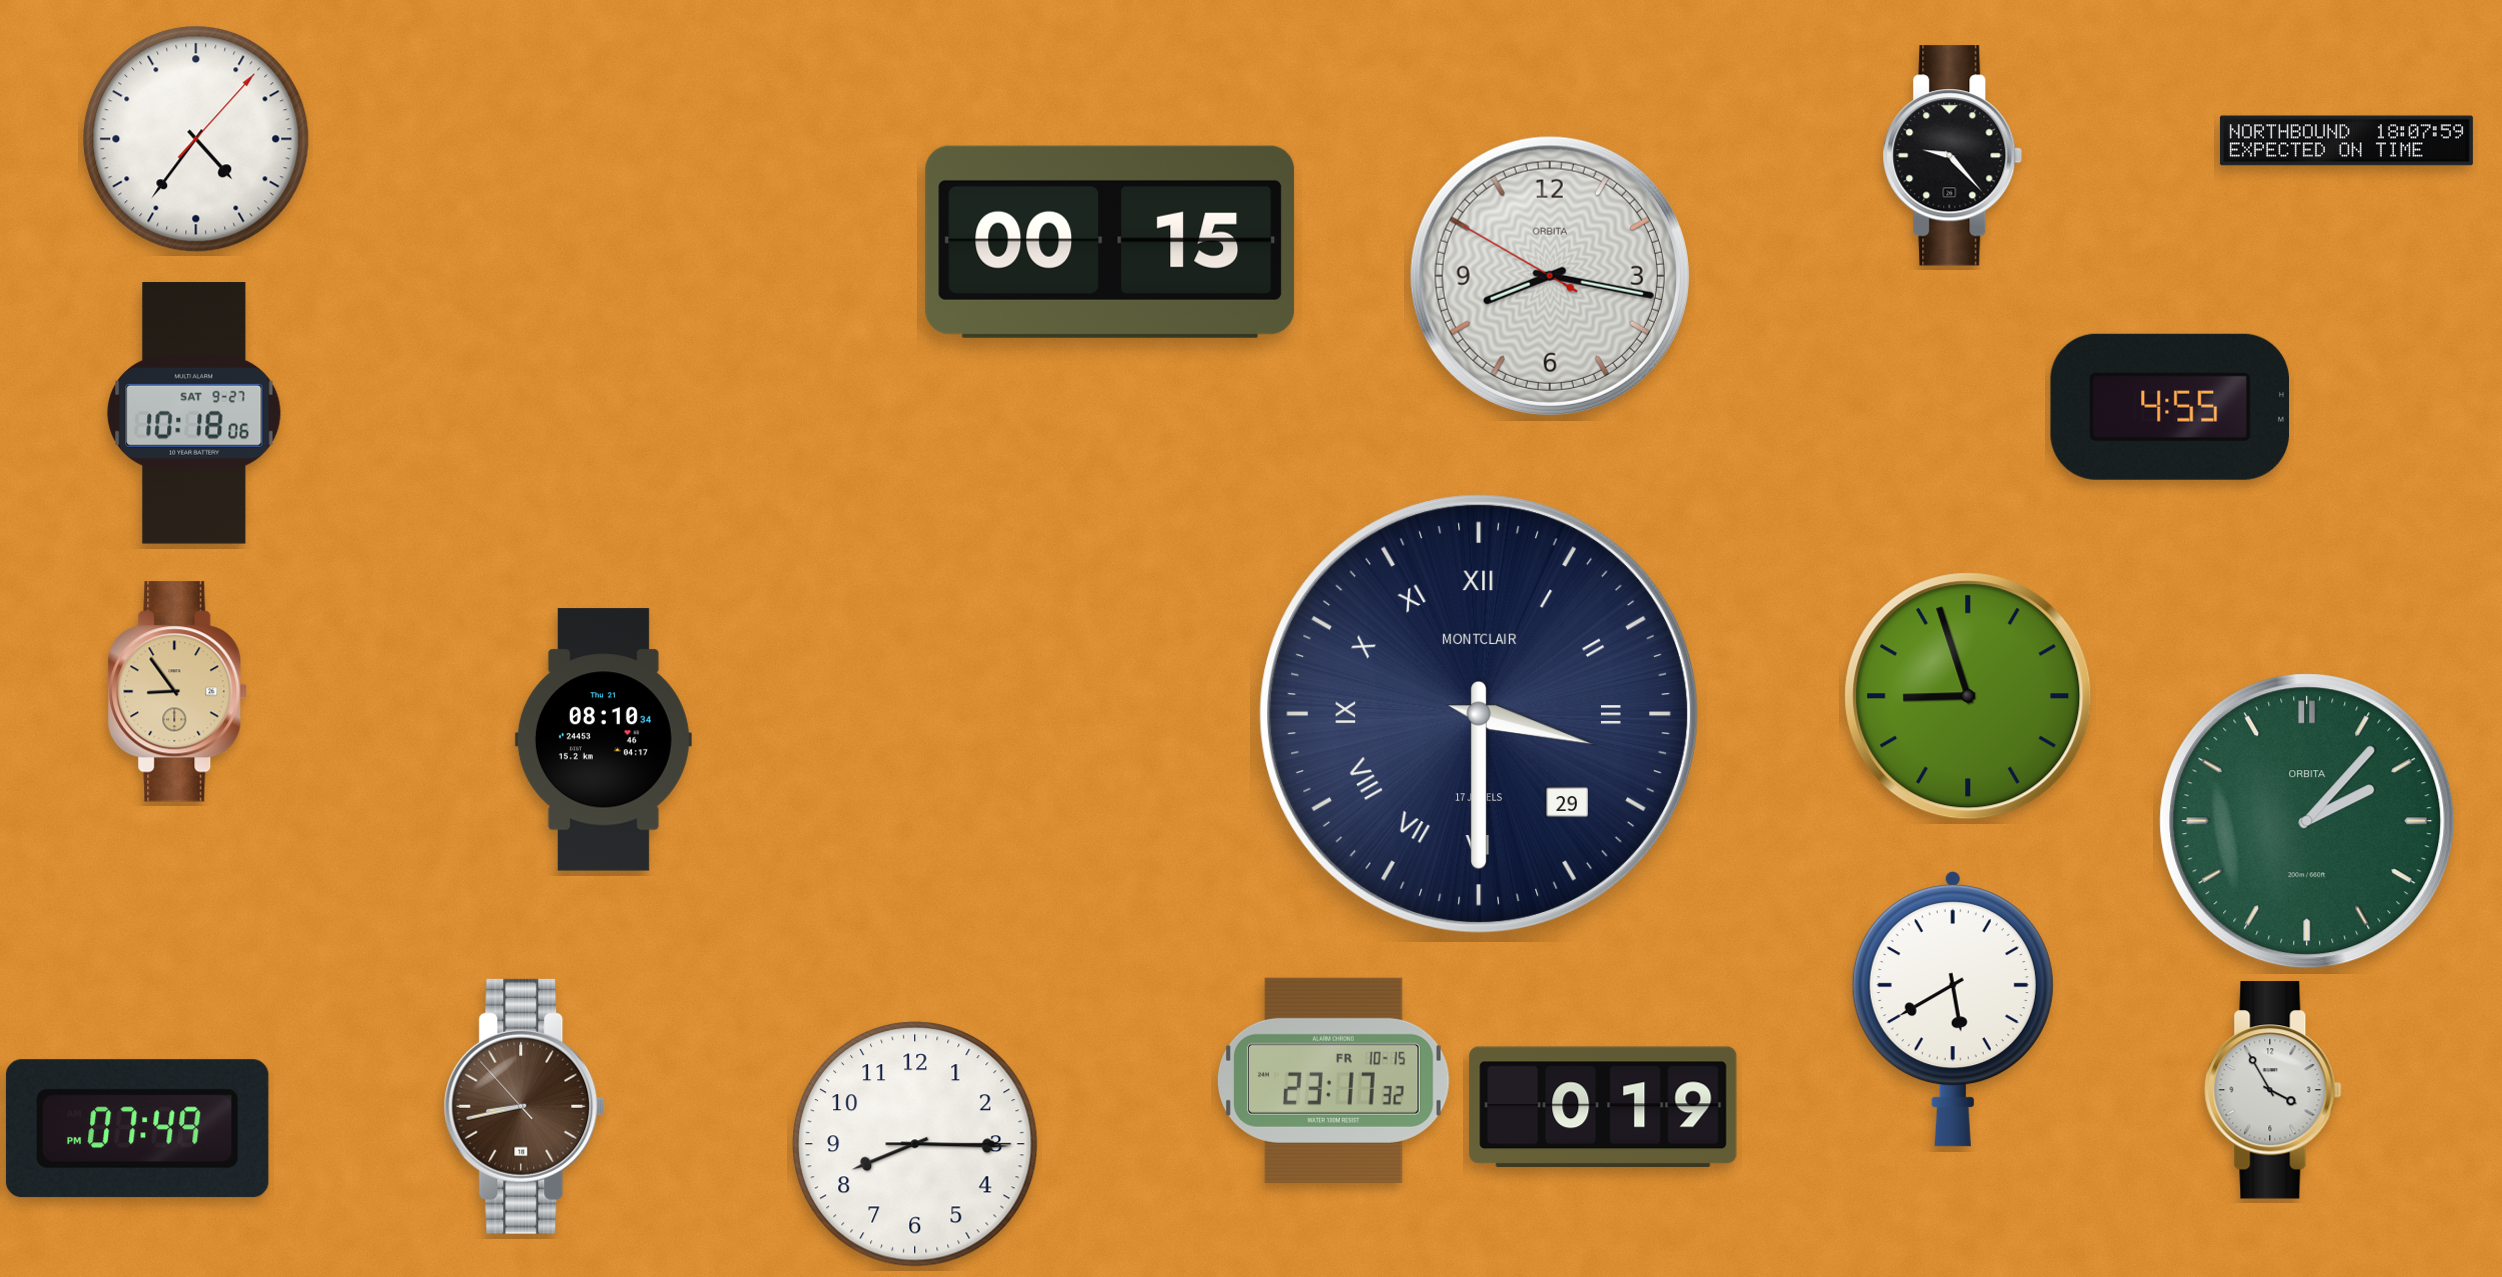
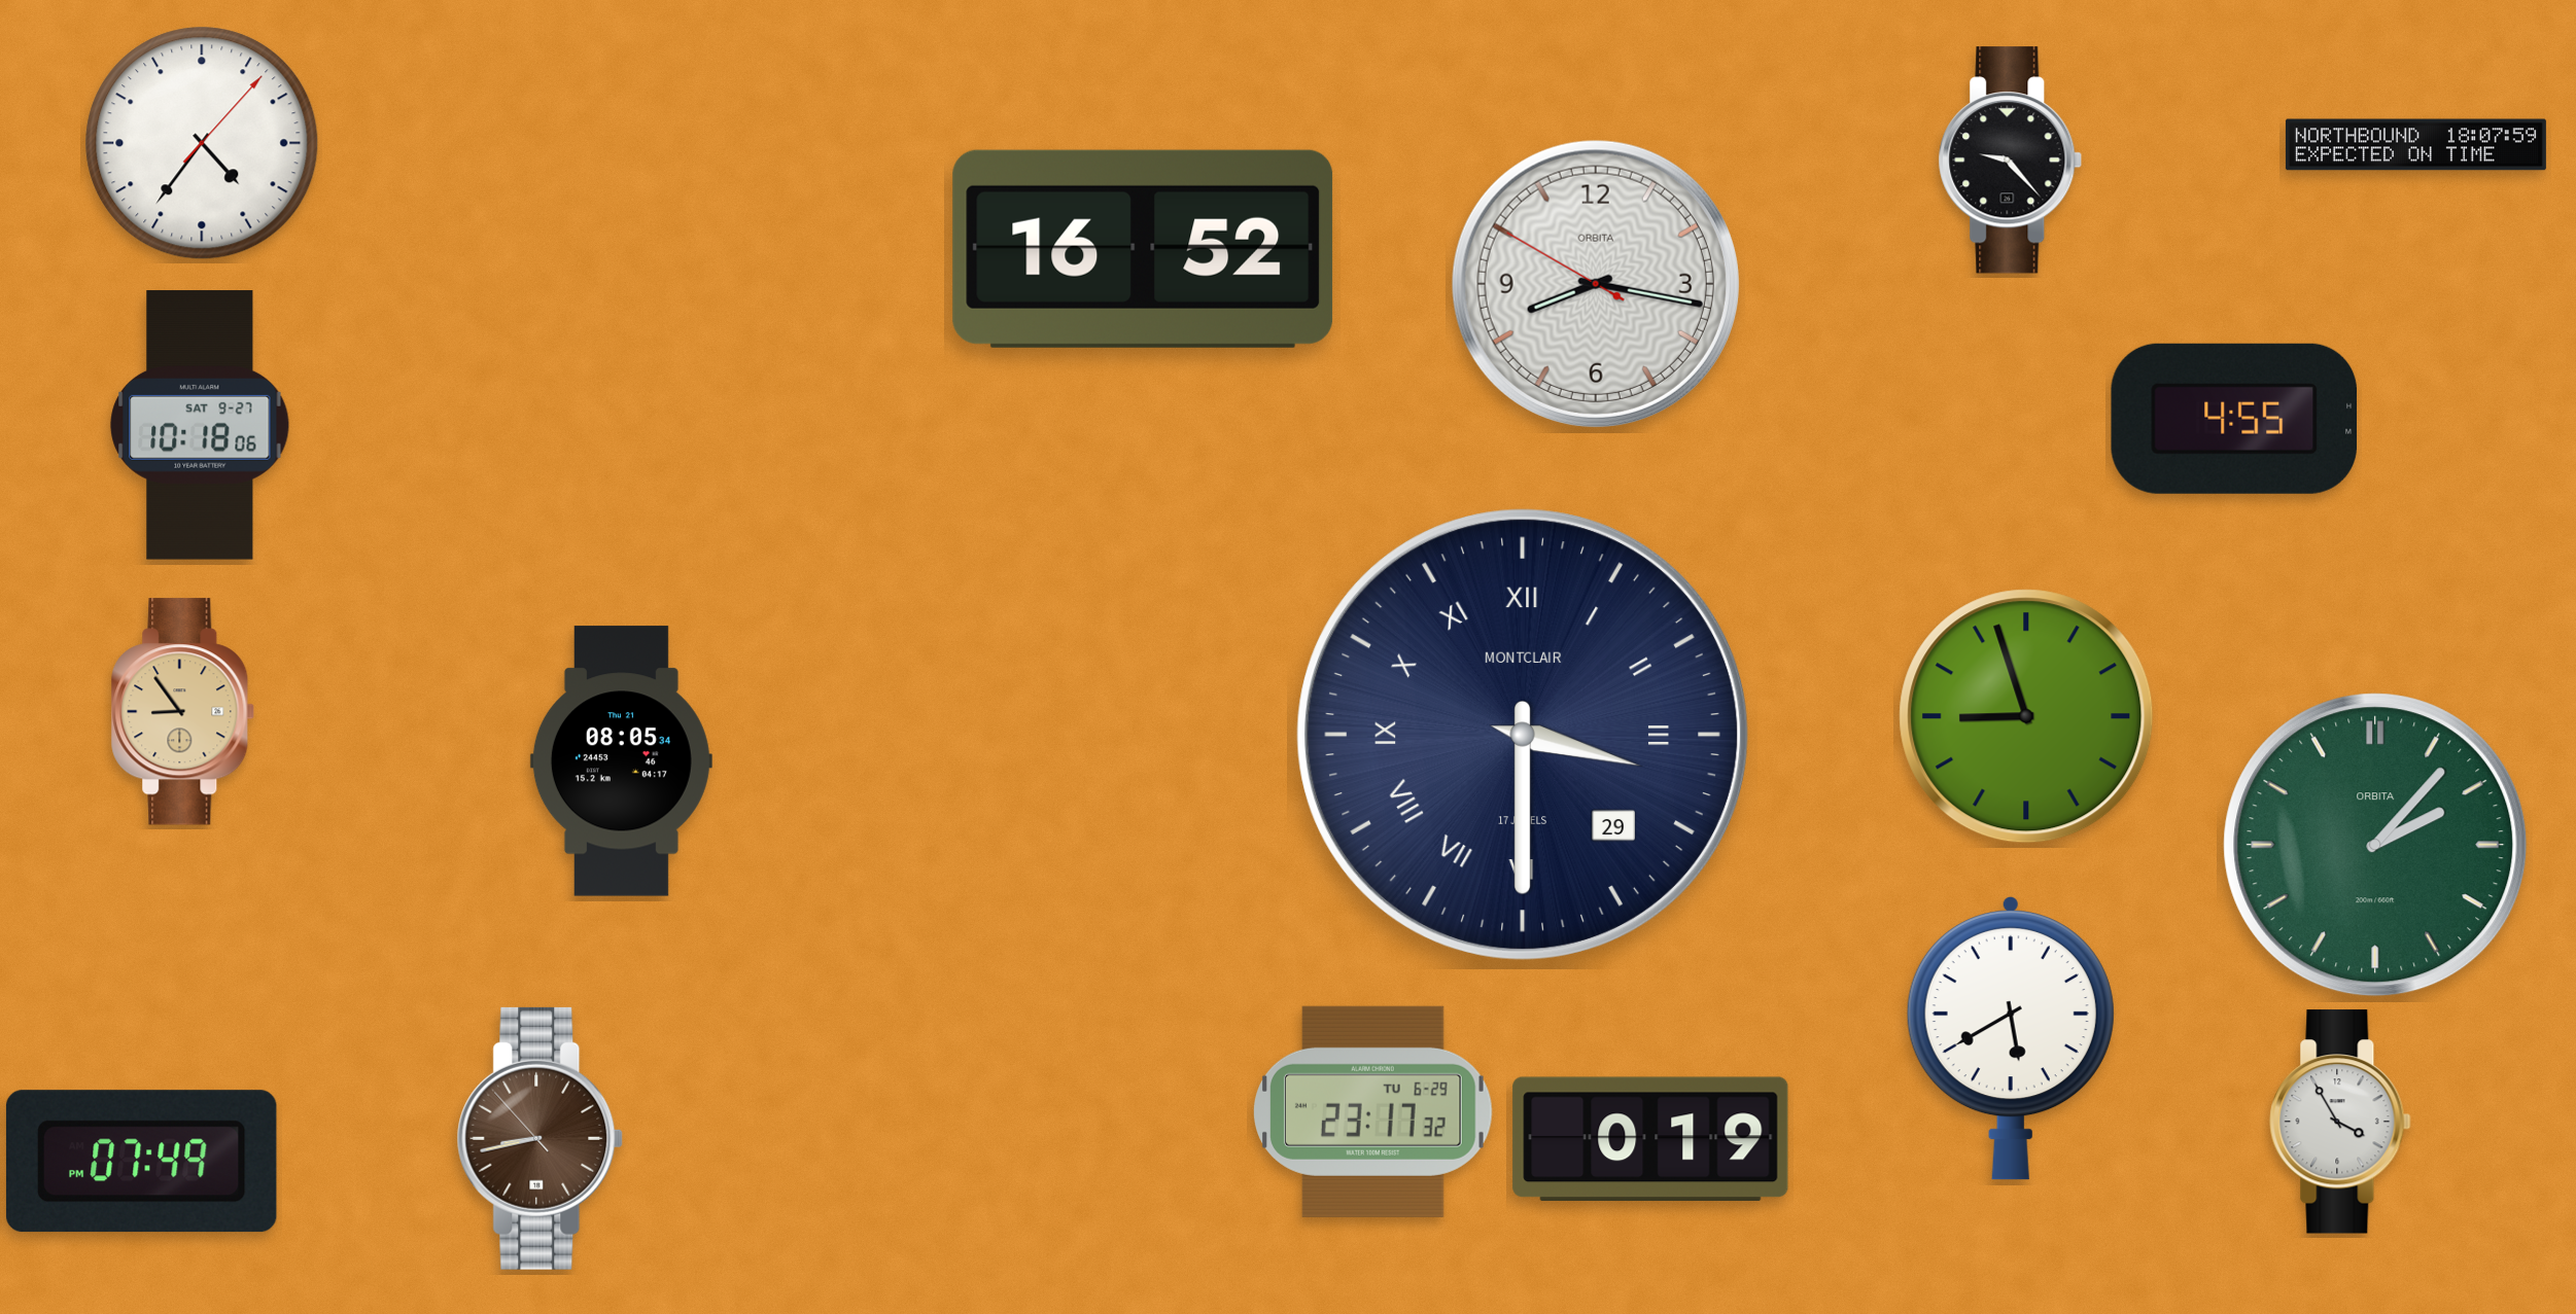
clock at (1110, 242): 00:15 -> 16:52
clock at (603, 740): 08:10 -> 08:05
clock at (1334, 1080) date: FR 10-15 -> TU 6-29
clock at (915, 1144): 8:15 -> none
